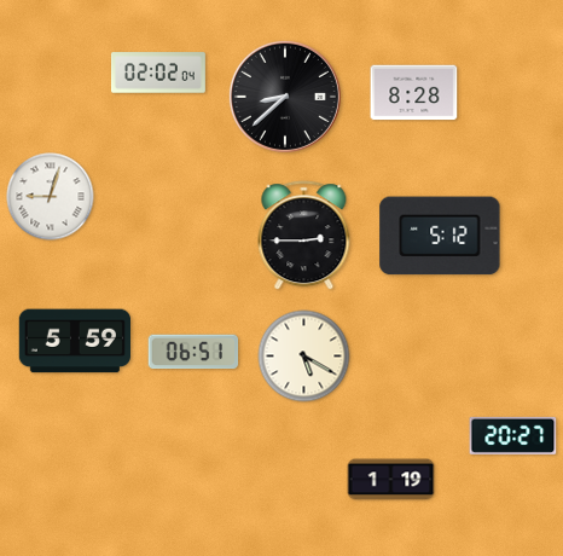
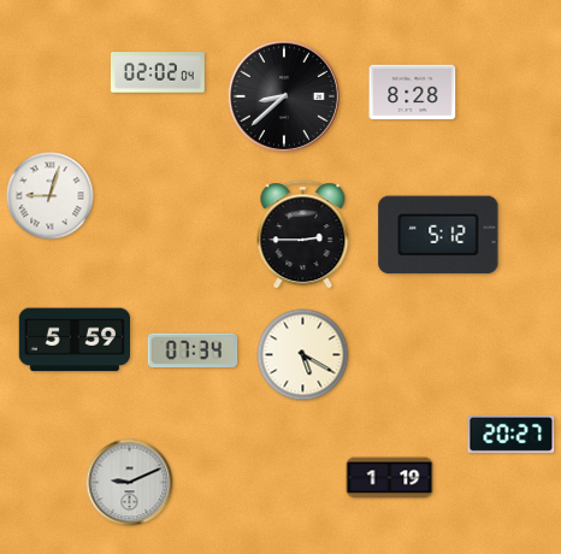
clock at (193, 352): 06:51 -> 07:34
clock at (130, 483): none -> 9:11
